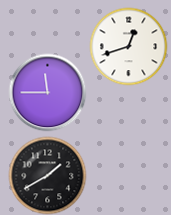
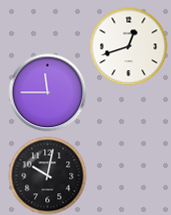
clock at (47, 175): 1:40 -> 10:02
